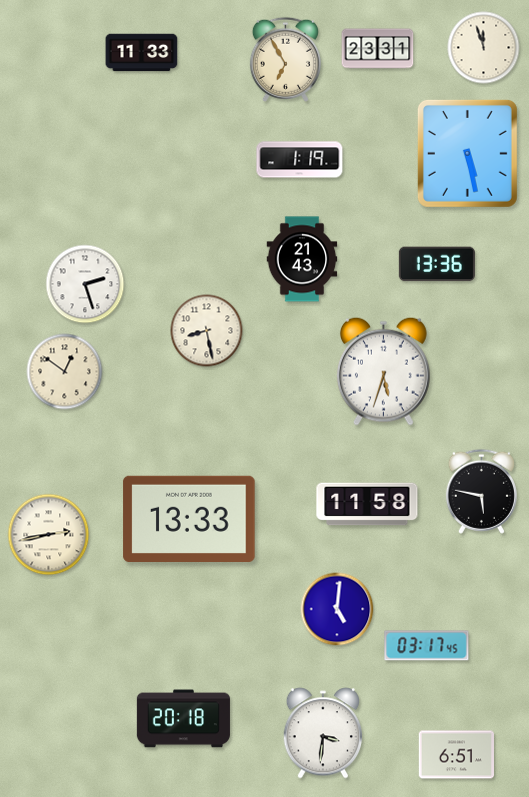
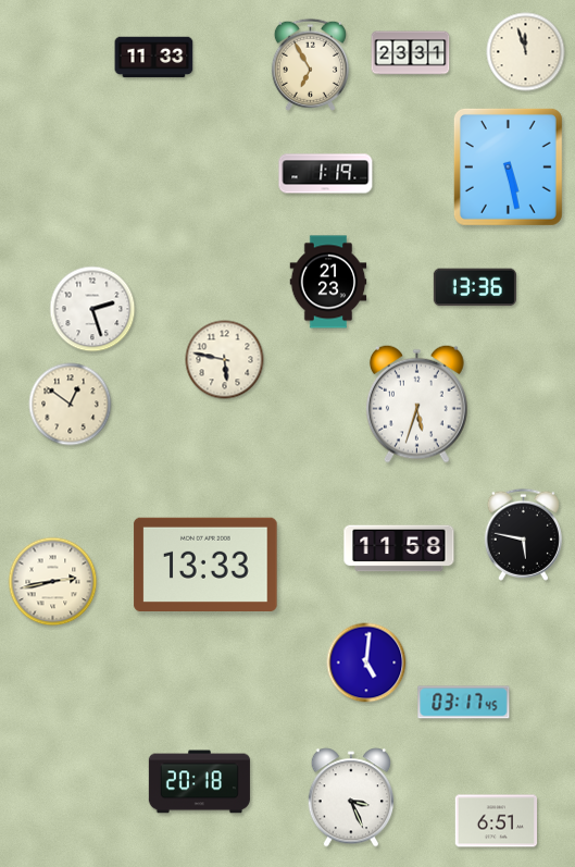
clock at (302, 259): 21:43 -> 21:23
clock at (207, 331): 8:28 -> 5:47
clock at (323, 733): 3:31 -> 3:26
